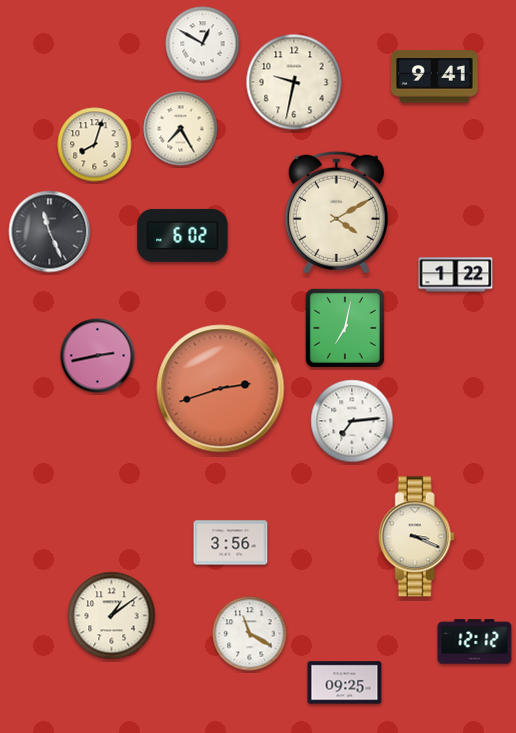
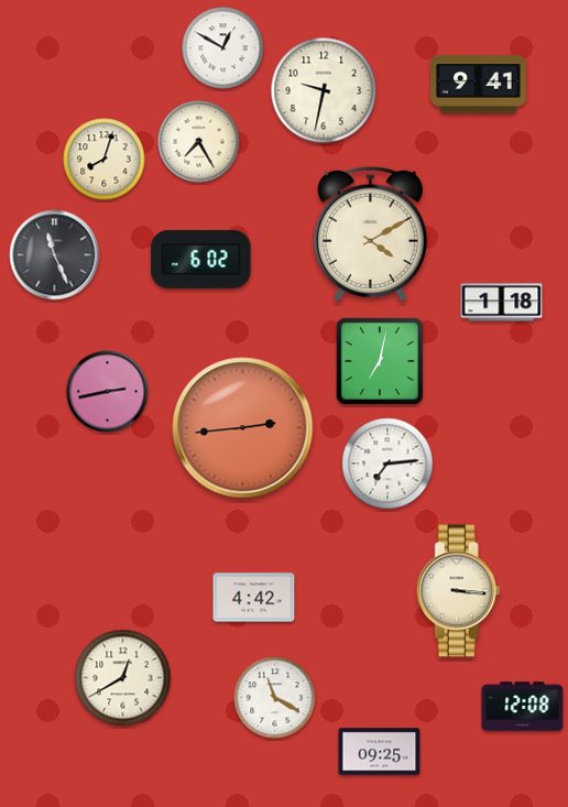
clock at (456, 275): 1:22 -> 1:18
clock at (221, 389): 2:42 -> 2:44
clock at (416, 537): 3:19 -> 3:16
clock at (231, 543): 3:56 -> 4:42
clock at (112, 616): 1:09 -> 12:40
clock at (475, 642): 12:12 -> 12:08
